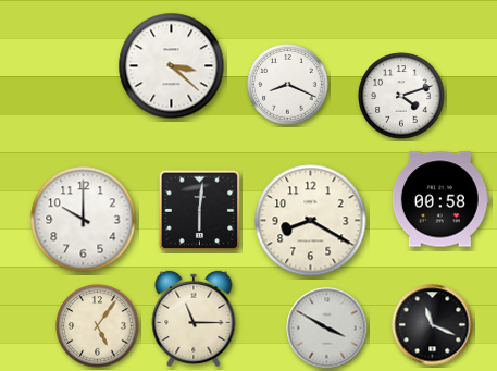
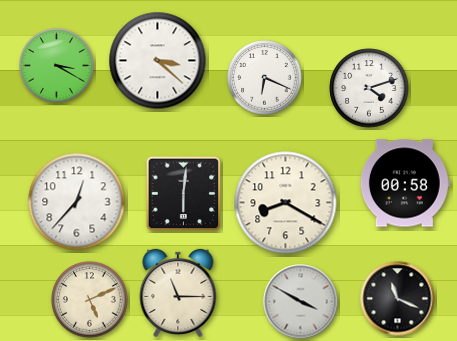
clock at (57, 66): none -> 3:20
clock at (288, 85): 8:19 -> 6:19
clock at (84, 220): 10:00 -> 12:37
clock at (98, 326): 5:06 -> 5:11
